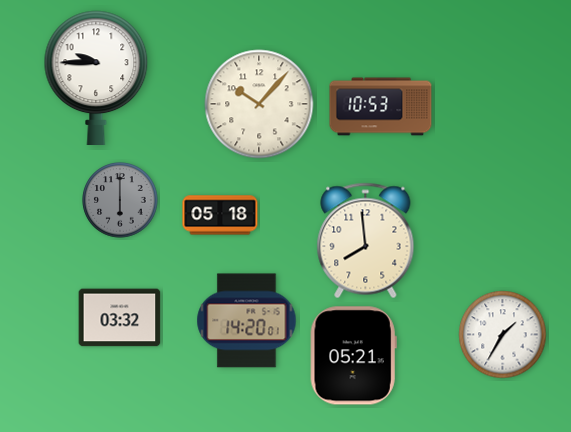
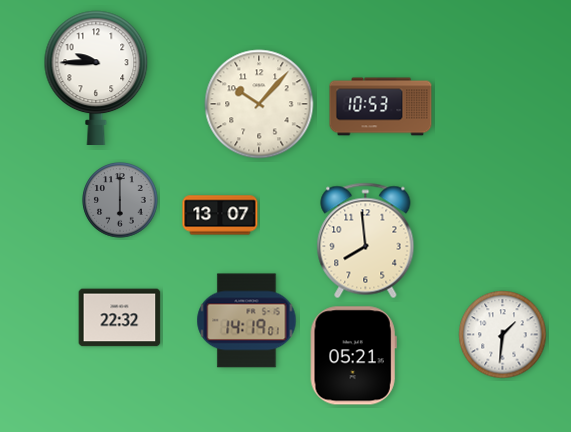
clock at (220, 215): 05:18 -> 13:07
clock at (120, 318): 03:32 -> 22:32
clock at (247, 321): 14:20 -> 14:19
clock at (503, 335): 1:35 -> 1:31
